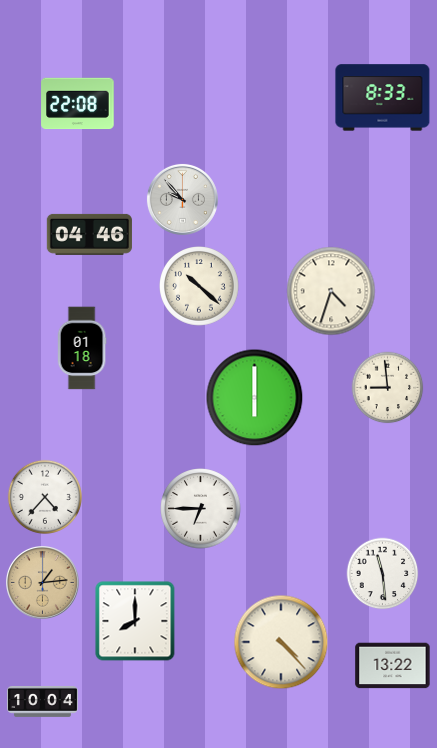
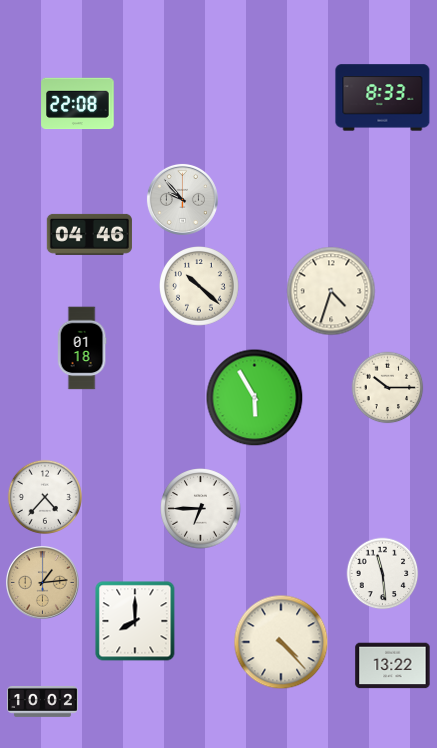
clock at (388, 388): 8:59 -> 10:15
clock at (255, 398): 6:00 -> 5:55
clock at (42, 702): 10:04 -> 10:02
